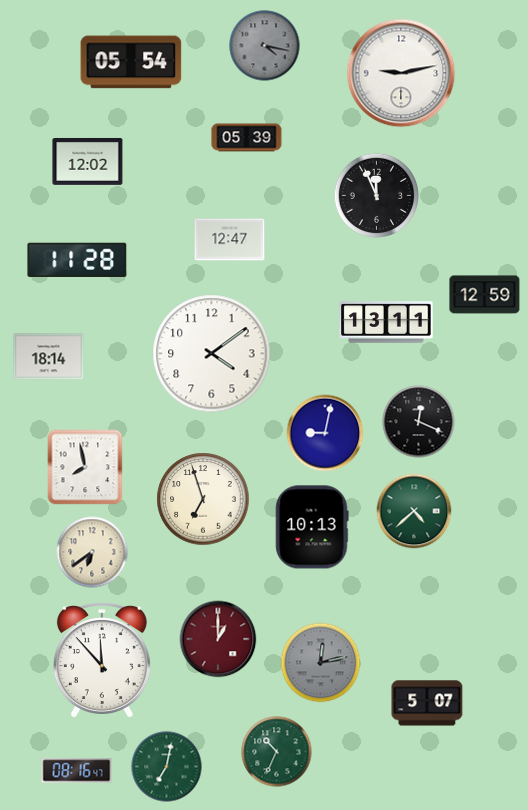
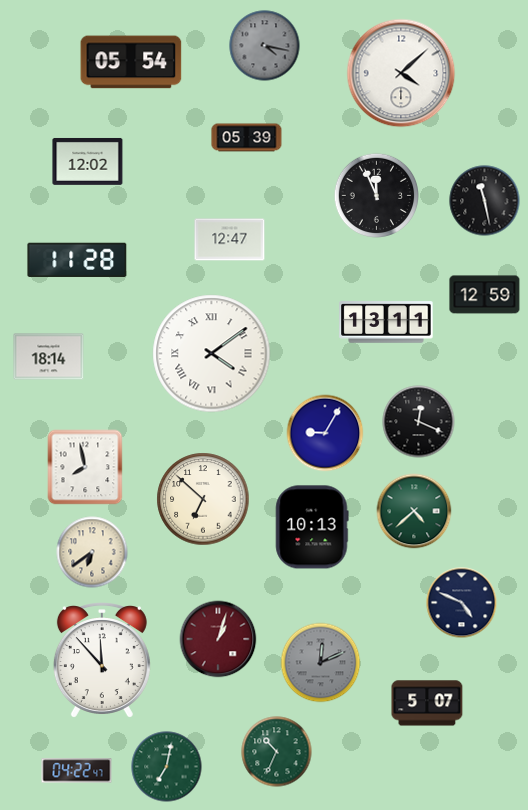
clock at (401, 73): 9:13 -> 4:08
clock at (485, 201): none -> 11:28
clock at (212, 354) numerals: Arabic -> Roman
clock at (325, 433): 9:02 -> 9:05
clock at (203, 499): 6:57 -> 6:52
clock at (462, 603): none -> 4:49
clock at (218, 639): 1:00 -> 1:03
clock at (321, 663): 12:13 -> 12:11
clock at (77, 771): 08:16 -> 04:22
